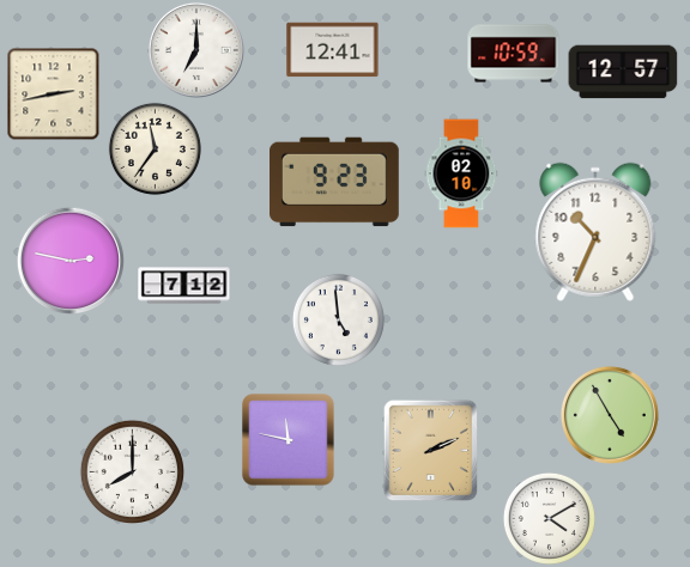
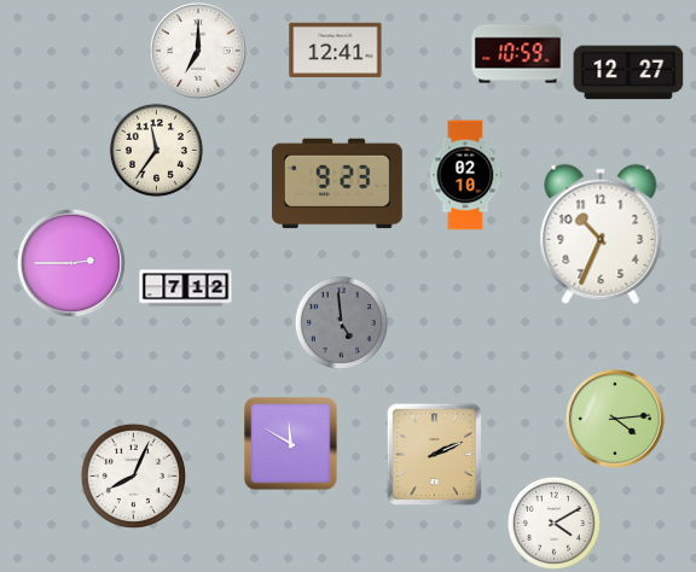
clock at (623, 72): 12:57 -> 12:27
clock at (53, 93): 2:43 -> none
clock at (69, 260): 2:47 -> 2:45
clock at (338, 319) dial: white -> grey
clock at (610, 415): 4:55 -> 4:14
clock at (289, 440): 11:47 -> 11:50
clock at (132, 471): 8:00 -> 8:04
